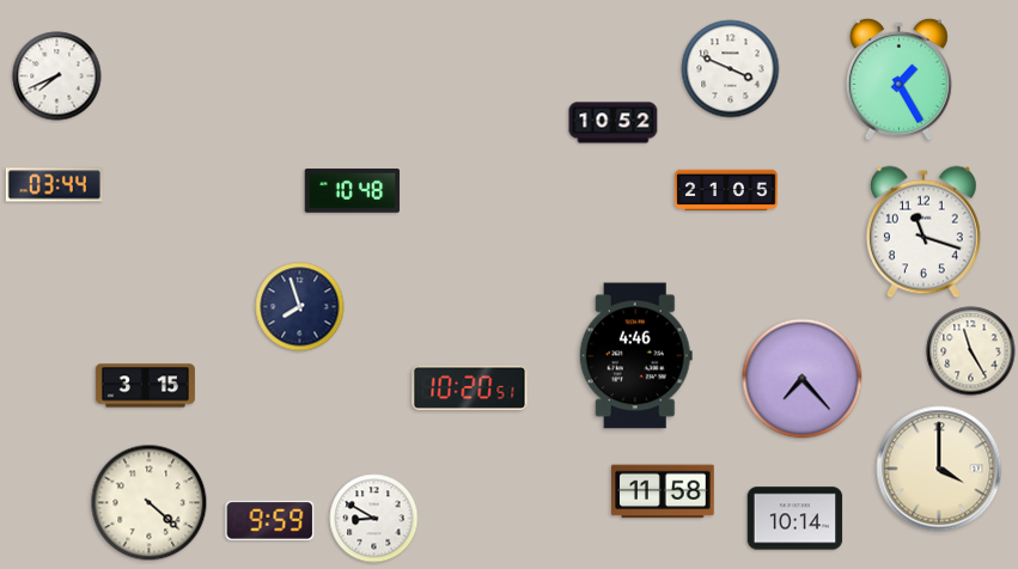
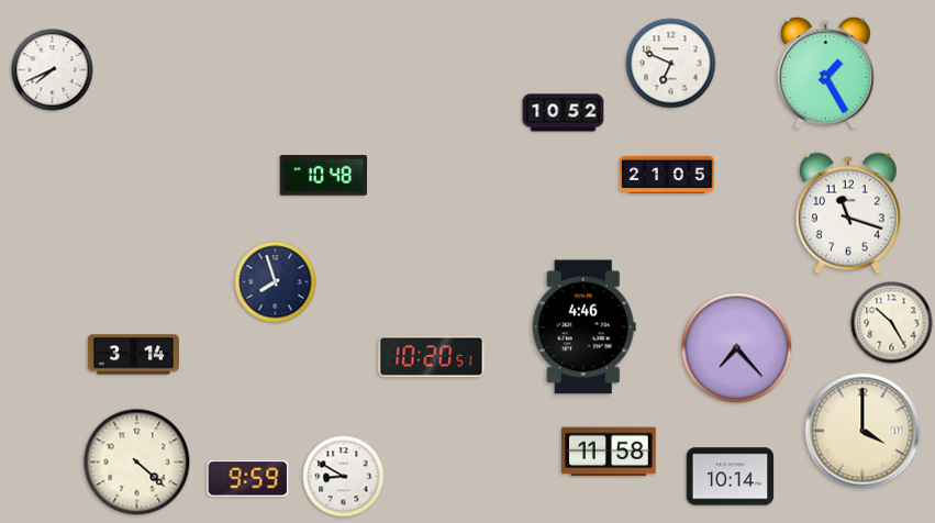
clock at (731, 69): 3:49 -> 6:49
clock at (54, 185): 03:44 -> none
clock at (971, 351): 11:25 -> 10:25
clock at (145, 386): 3:15 -> 3:14
